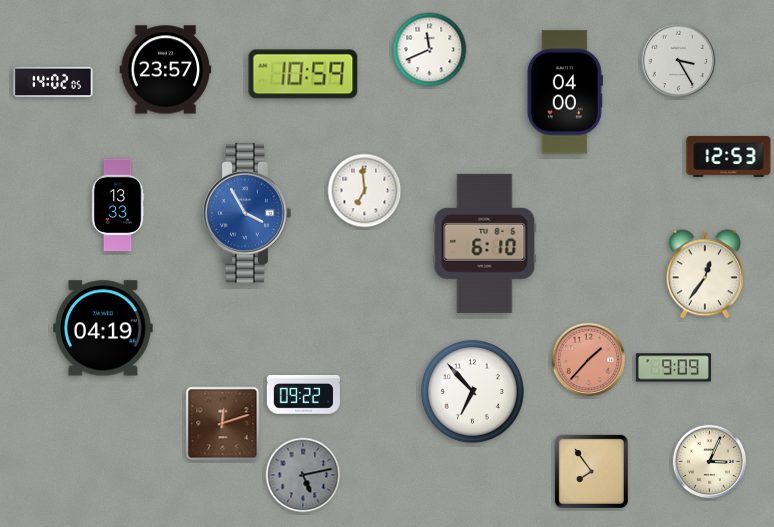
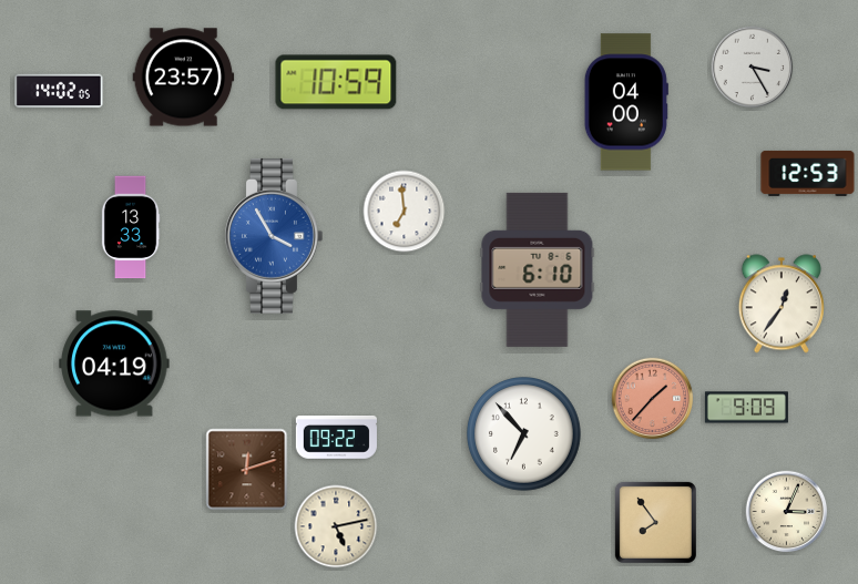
clock at (430, 50): 11:41 -> none
clock at (303, 475) dial: grey -> cream
